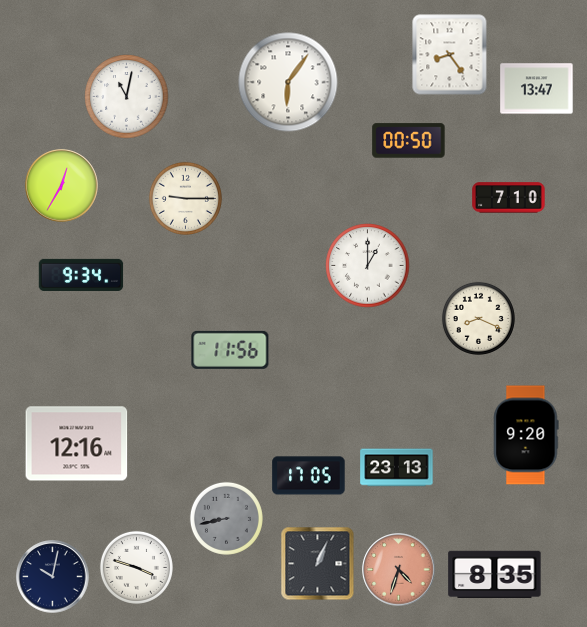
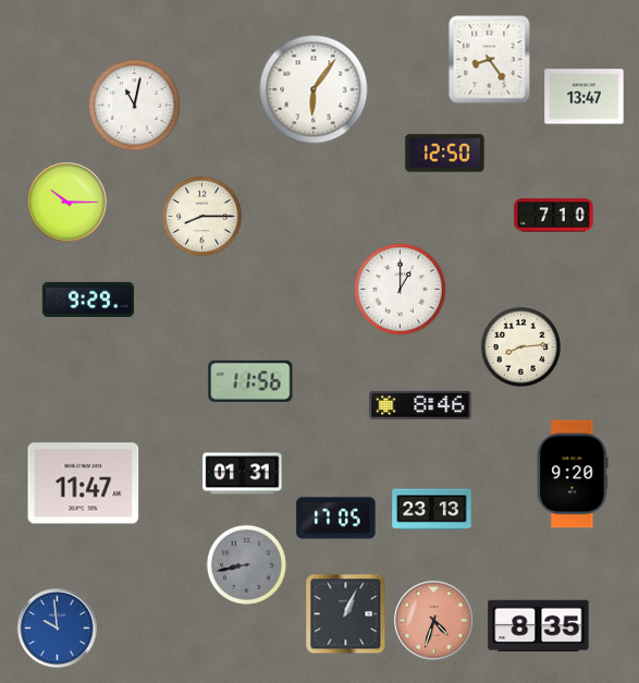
clock at (127, 97) position: (127, 97) -> (135, 106)
clock at (409, 141): 00:50 -> 12:50
clock at (62, 186): 12:35 -> 10:15
clock at (185, 198): 9:15 -> 8:15
clock at (81, 275): 9:34 -> 9:29
clock at (478, 318): 8:19 -> 8:14
clock at (420, 405): none -> 8:46
clock at (243, 474): none -> 01:31
clock at (77, 444): 12:16 -> 11:47
clock at (136, 567): 3:48 -> none
clock at (53, 577): 10:02 -> 9:59
clock at (53, 577) dial: navy -> blue
